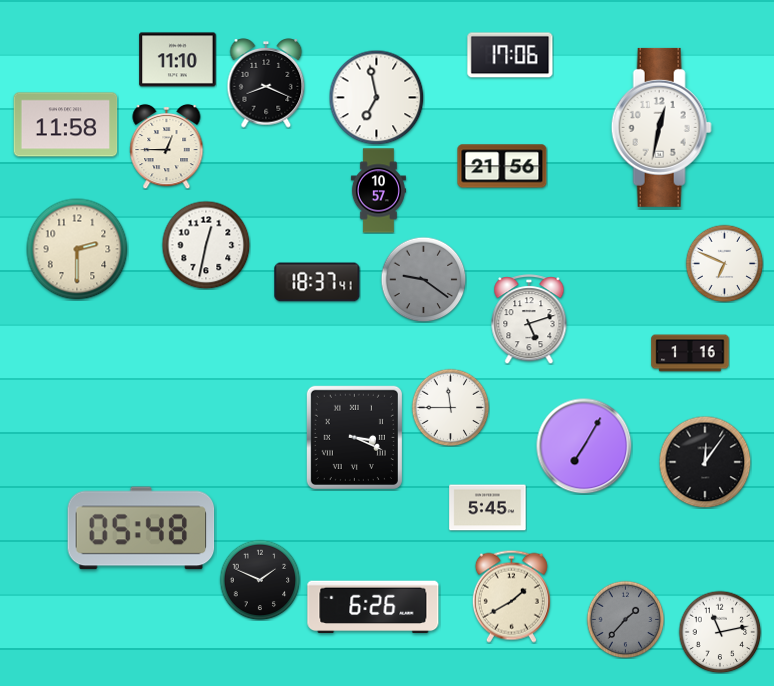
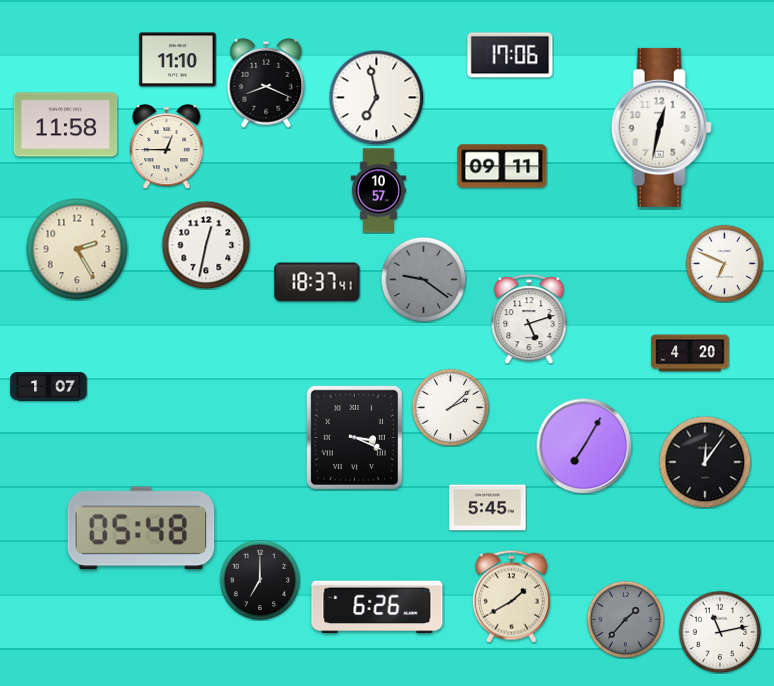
clock at (502, 166): 21:56 -> 09:11
clock at (77, 249): 2:30 -> 2:25
clock at (690, 353): 1:16 -> 4:20
clock at (49, 387): none -> 1:07
clock at (450, 407): 11:45 -> 2:08
clock at (260, 580): 1:49 -> 7:00
clock at (373, 607) position: (373, 607) -> (377, 607)
